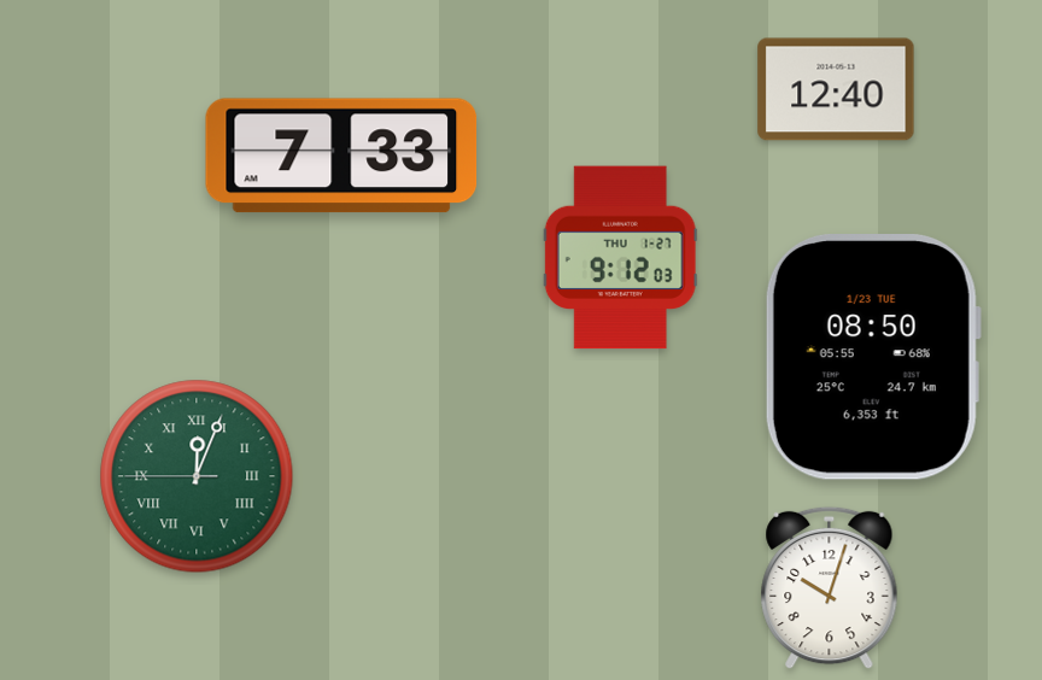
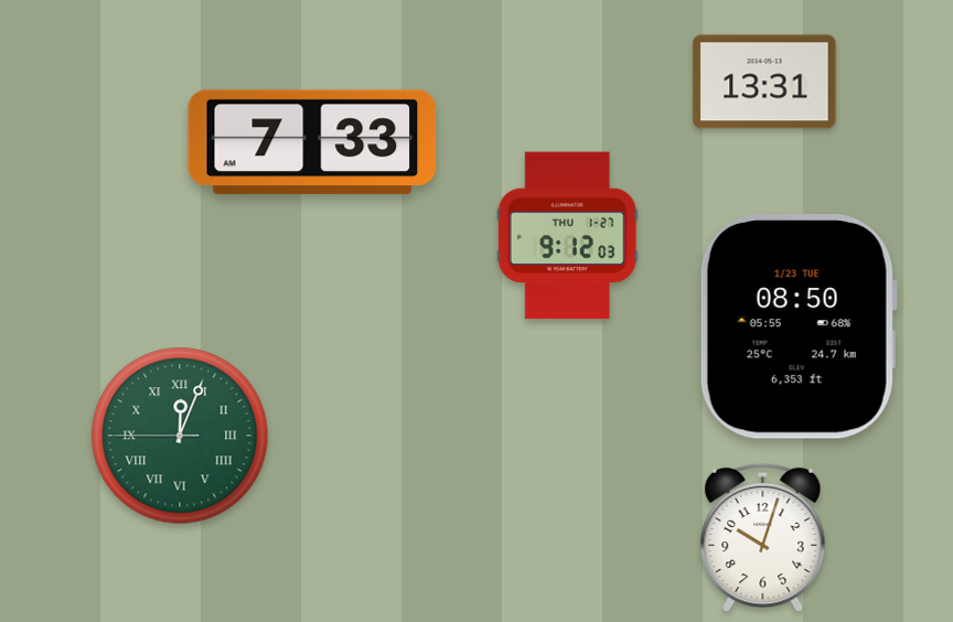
clock at (836, 89): 12:40 -> 13:31
clock at (830, 588) position: (830, 588) -> (763, 538)
